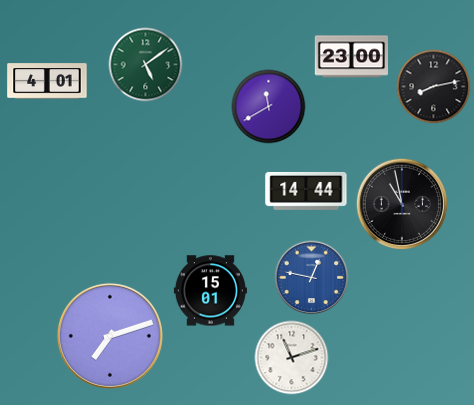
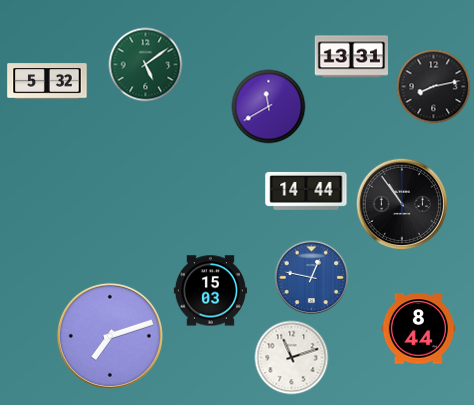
clock at (351, 57): 23:00 -> 13:31
clock at (47, 81): 4:01 -> 5:32
clock at (401, 203): 10:58 -> 10:54
clock at (210, 291): 15:01 -> 15:03
clock at (418, 329): none -> 8:44
